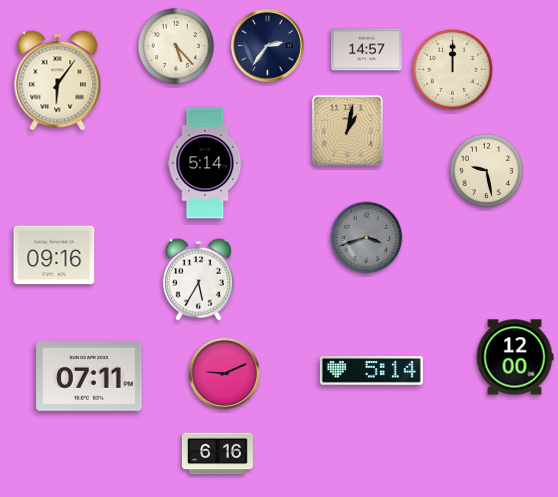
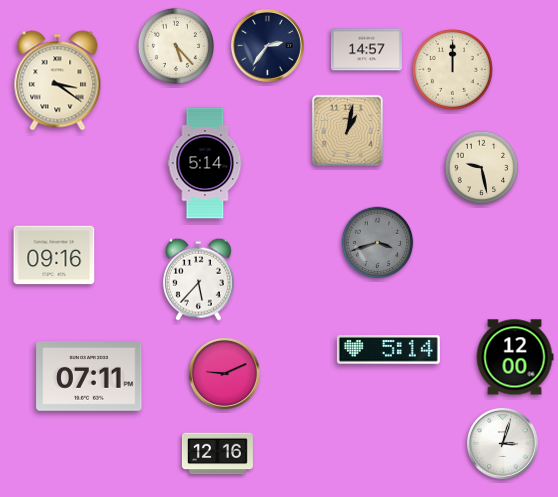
clock at (58, 81): 6:06 -> 3:21
clock at (487, 171) position: (487, 171) -> (482, 168)
clock at (367, 238) position: (367, 238) -> (378, 243)
clock at (198, 279): 5:35 -> 5:37
clock at (371, 371) position: (371, 371) -> (388, 350)
clock at (502, 443): none -> 3:03
clock at (217, 454): 6:16 -> 12:16
